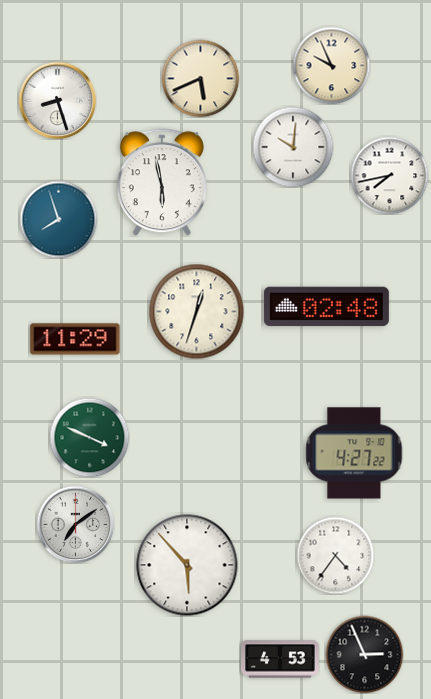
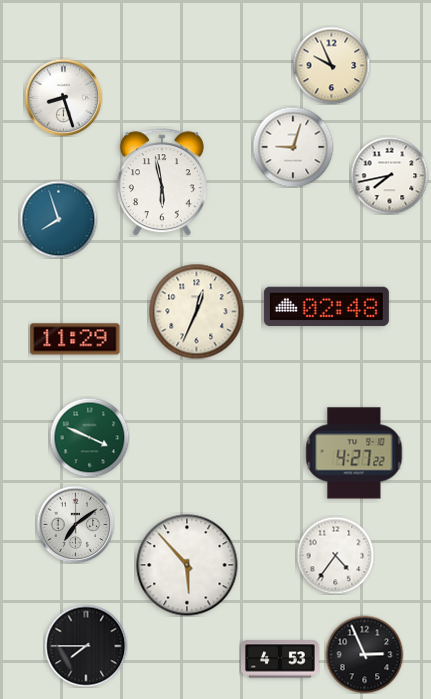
clock at (200, 78): 5:41 -> none
clock at (57, 100) position: (57, 100) -> (63, 97)
clock at (293, 147): 10:01 -> 9:03
clock at (196, 311): 12:33 -> 12:34
clock at (86, 646): none -> 7:45
